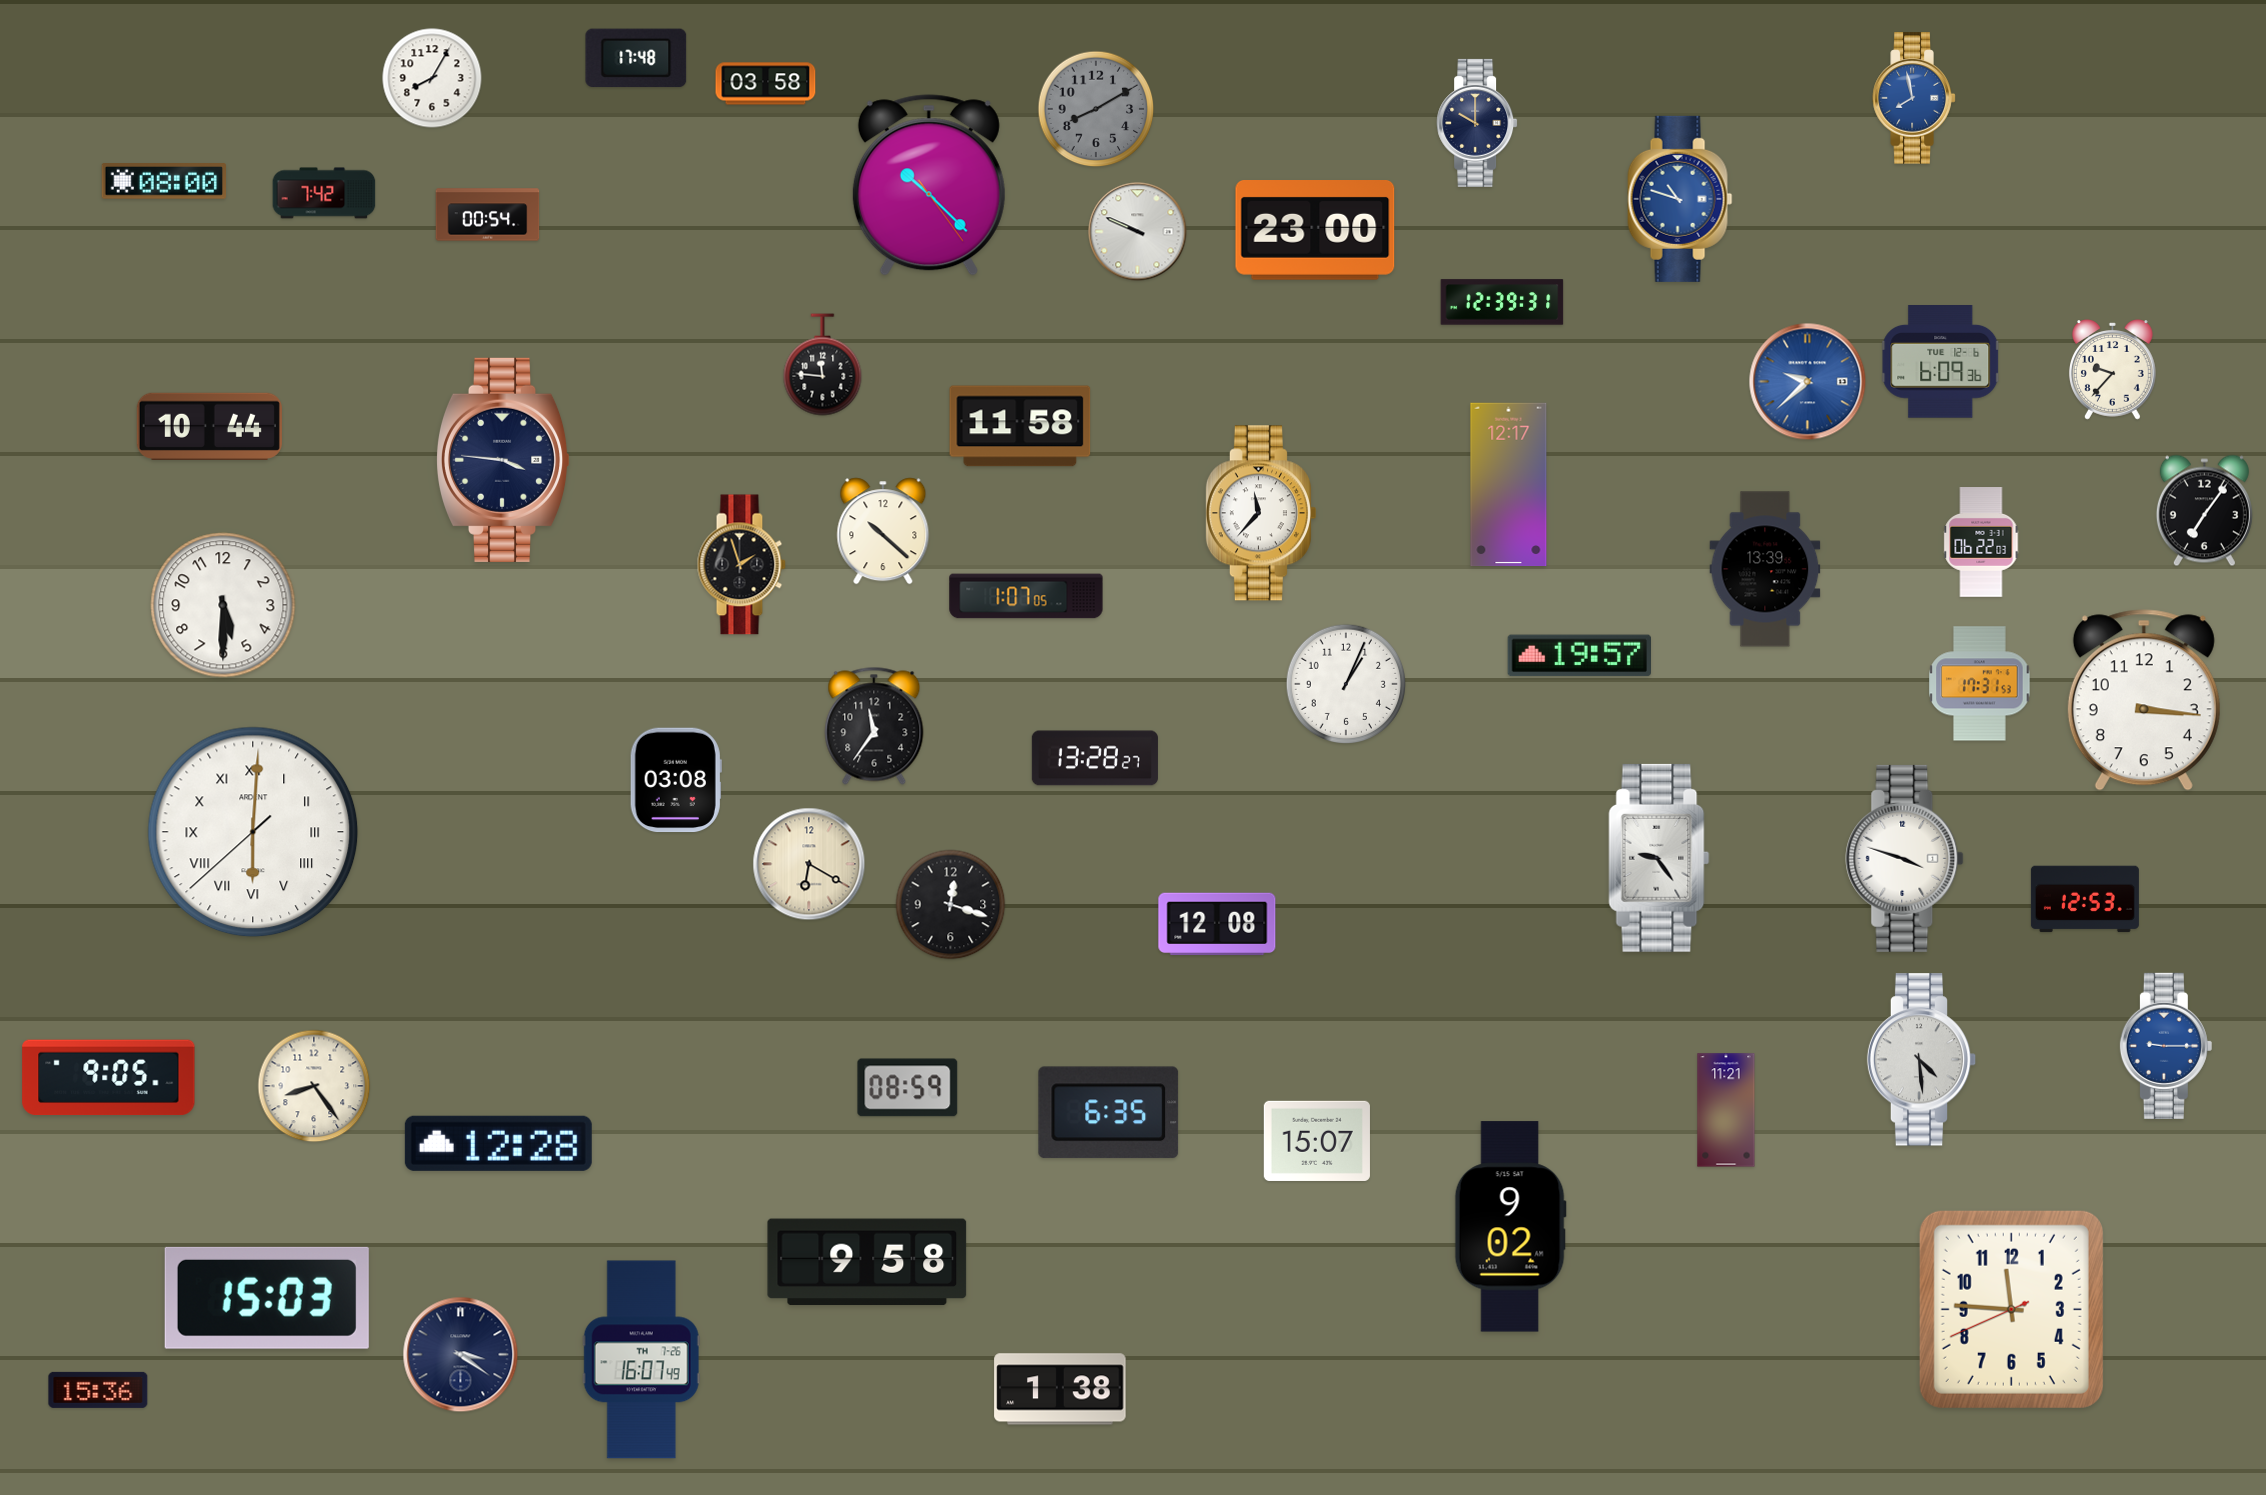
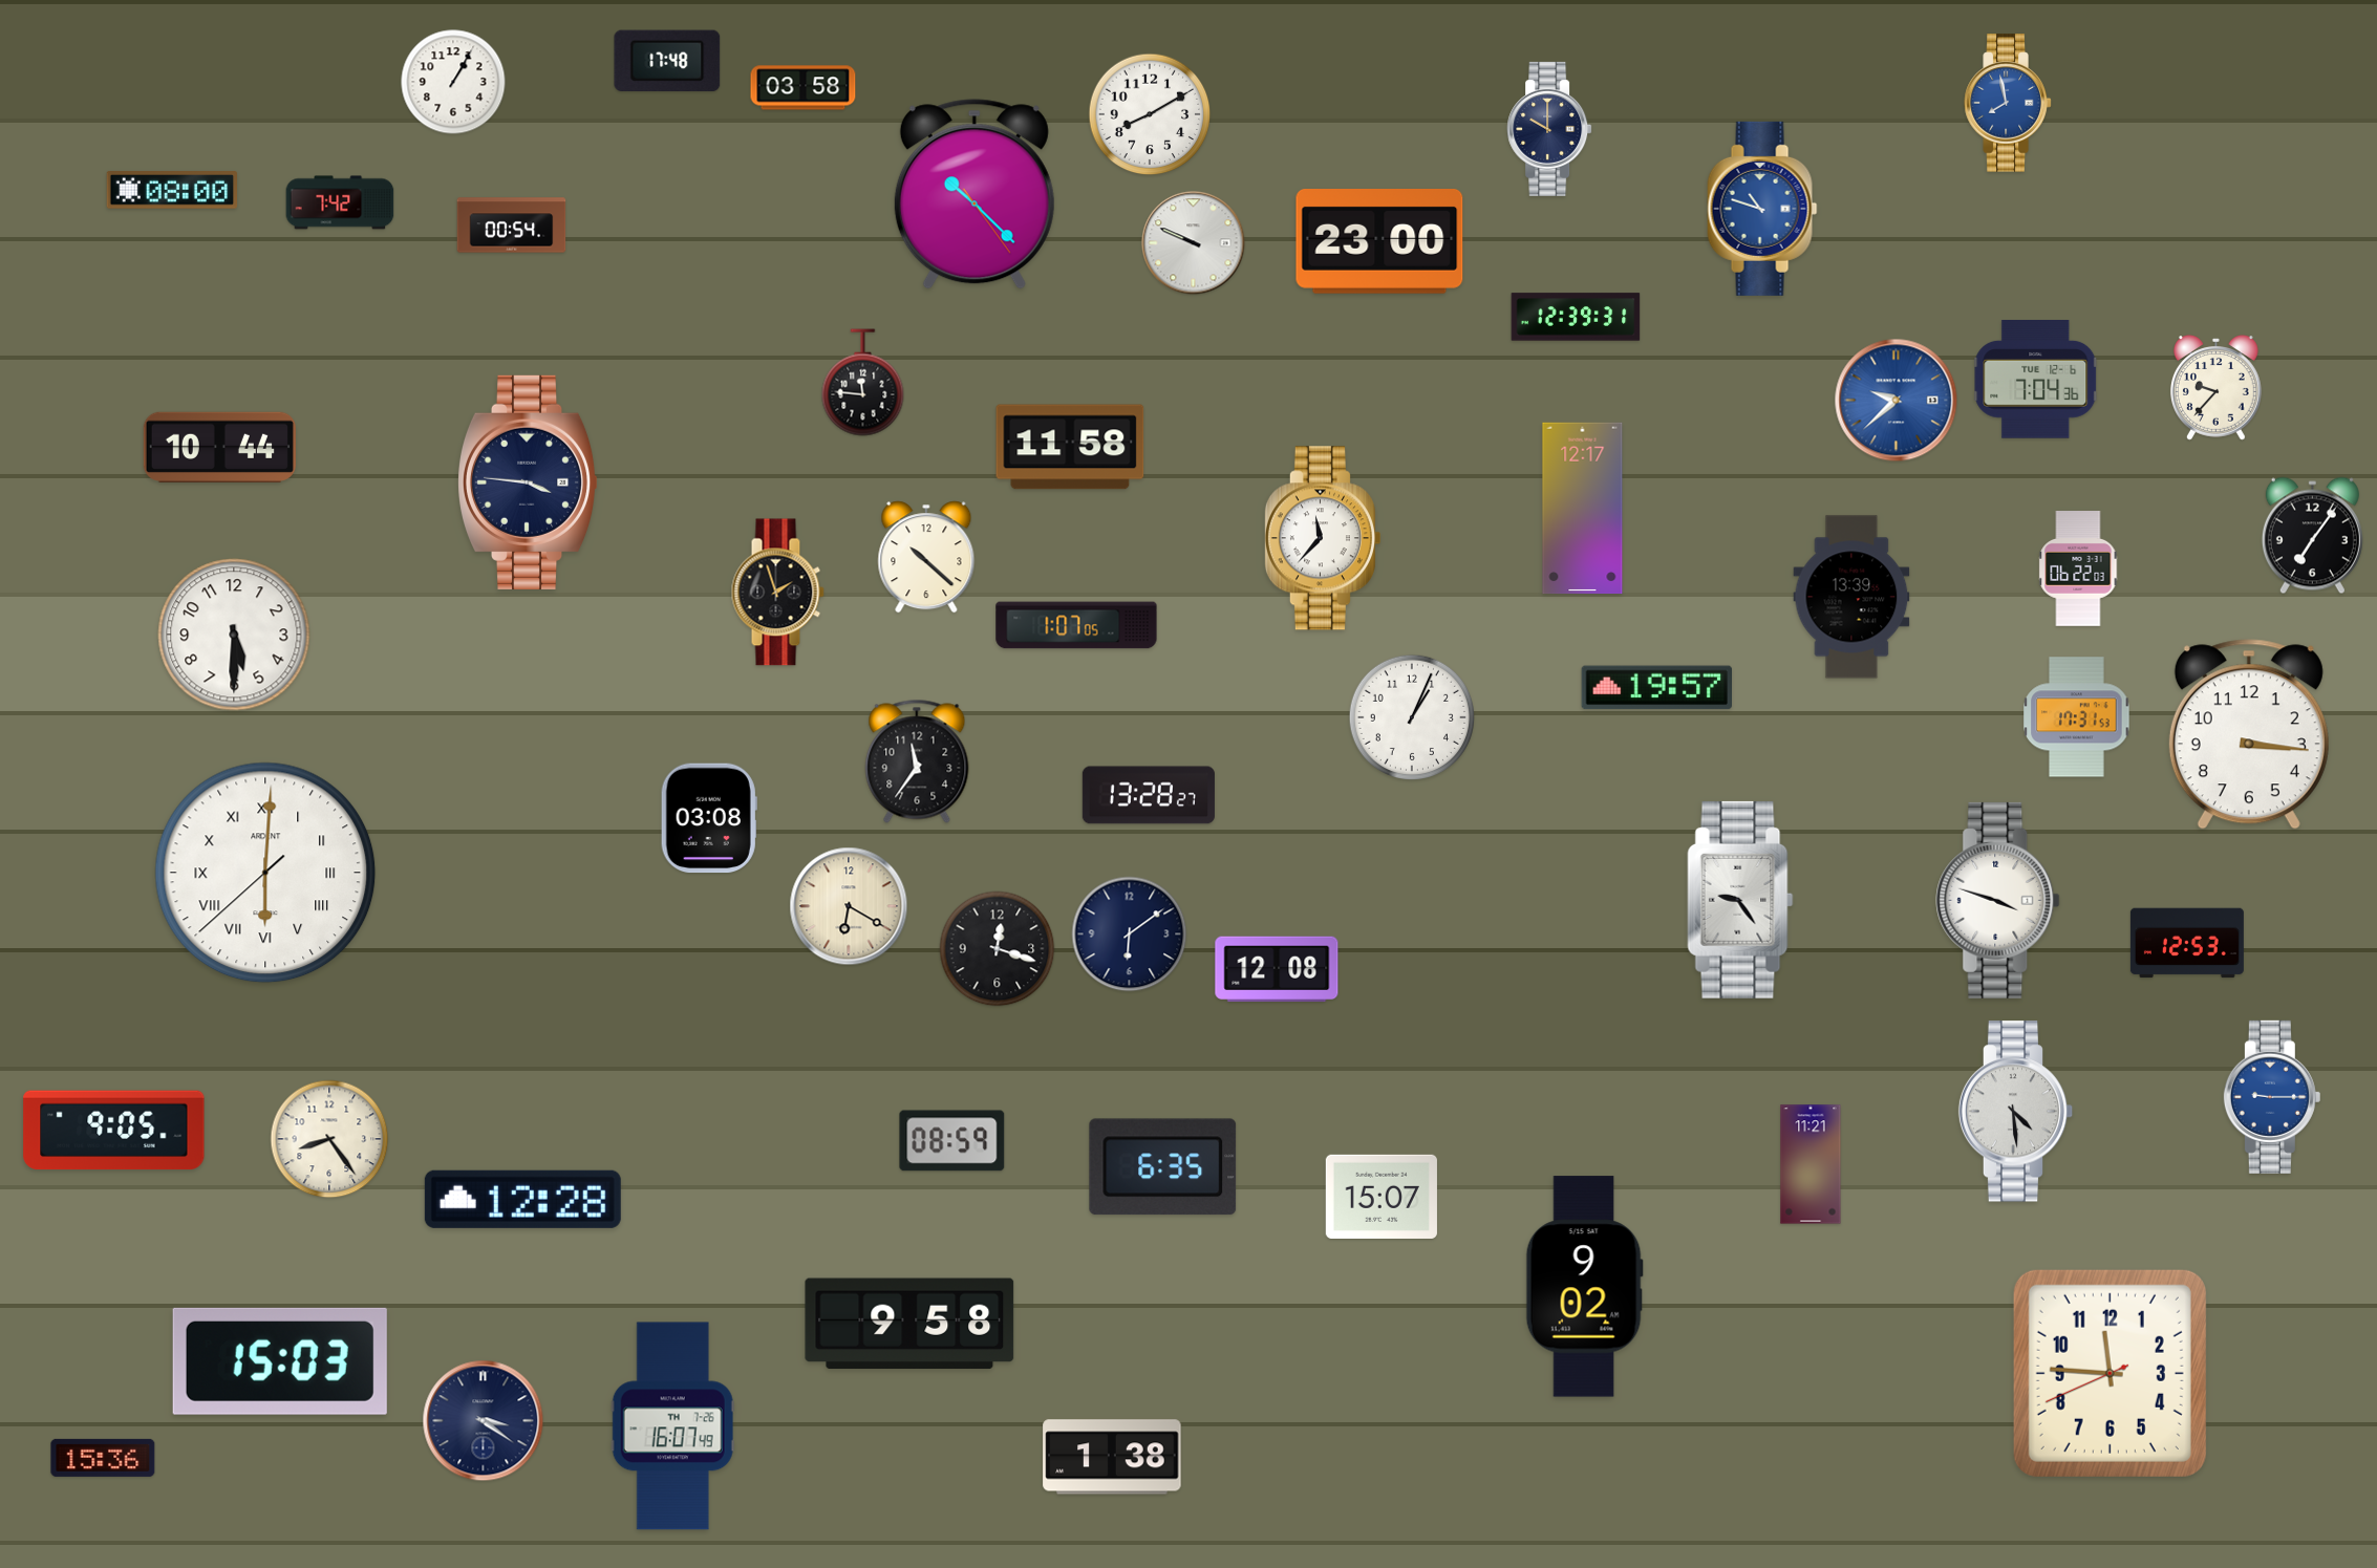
clock at (432, 78): 8:05 -> 1:05
clock at (1096, 109) dial: grey -> white
clock at (1941, 362): 6:09 -> 7:04
clock at (1130, 935): none -> 6:09
